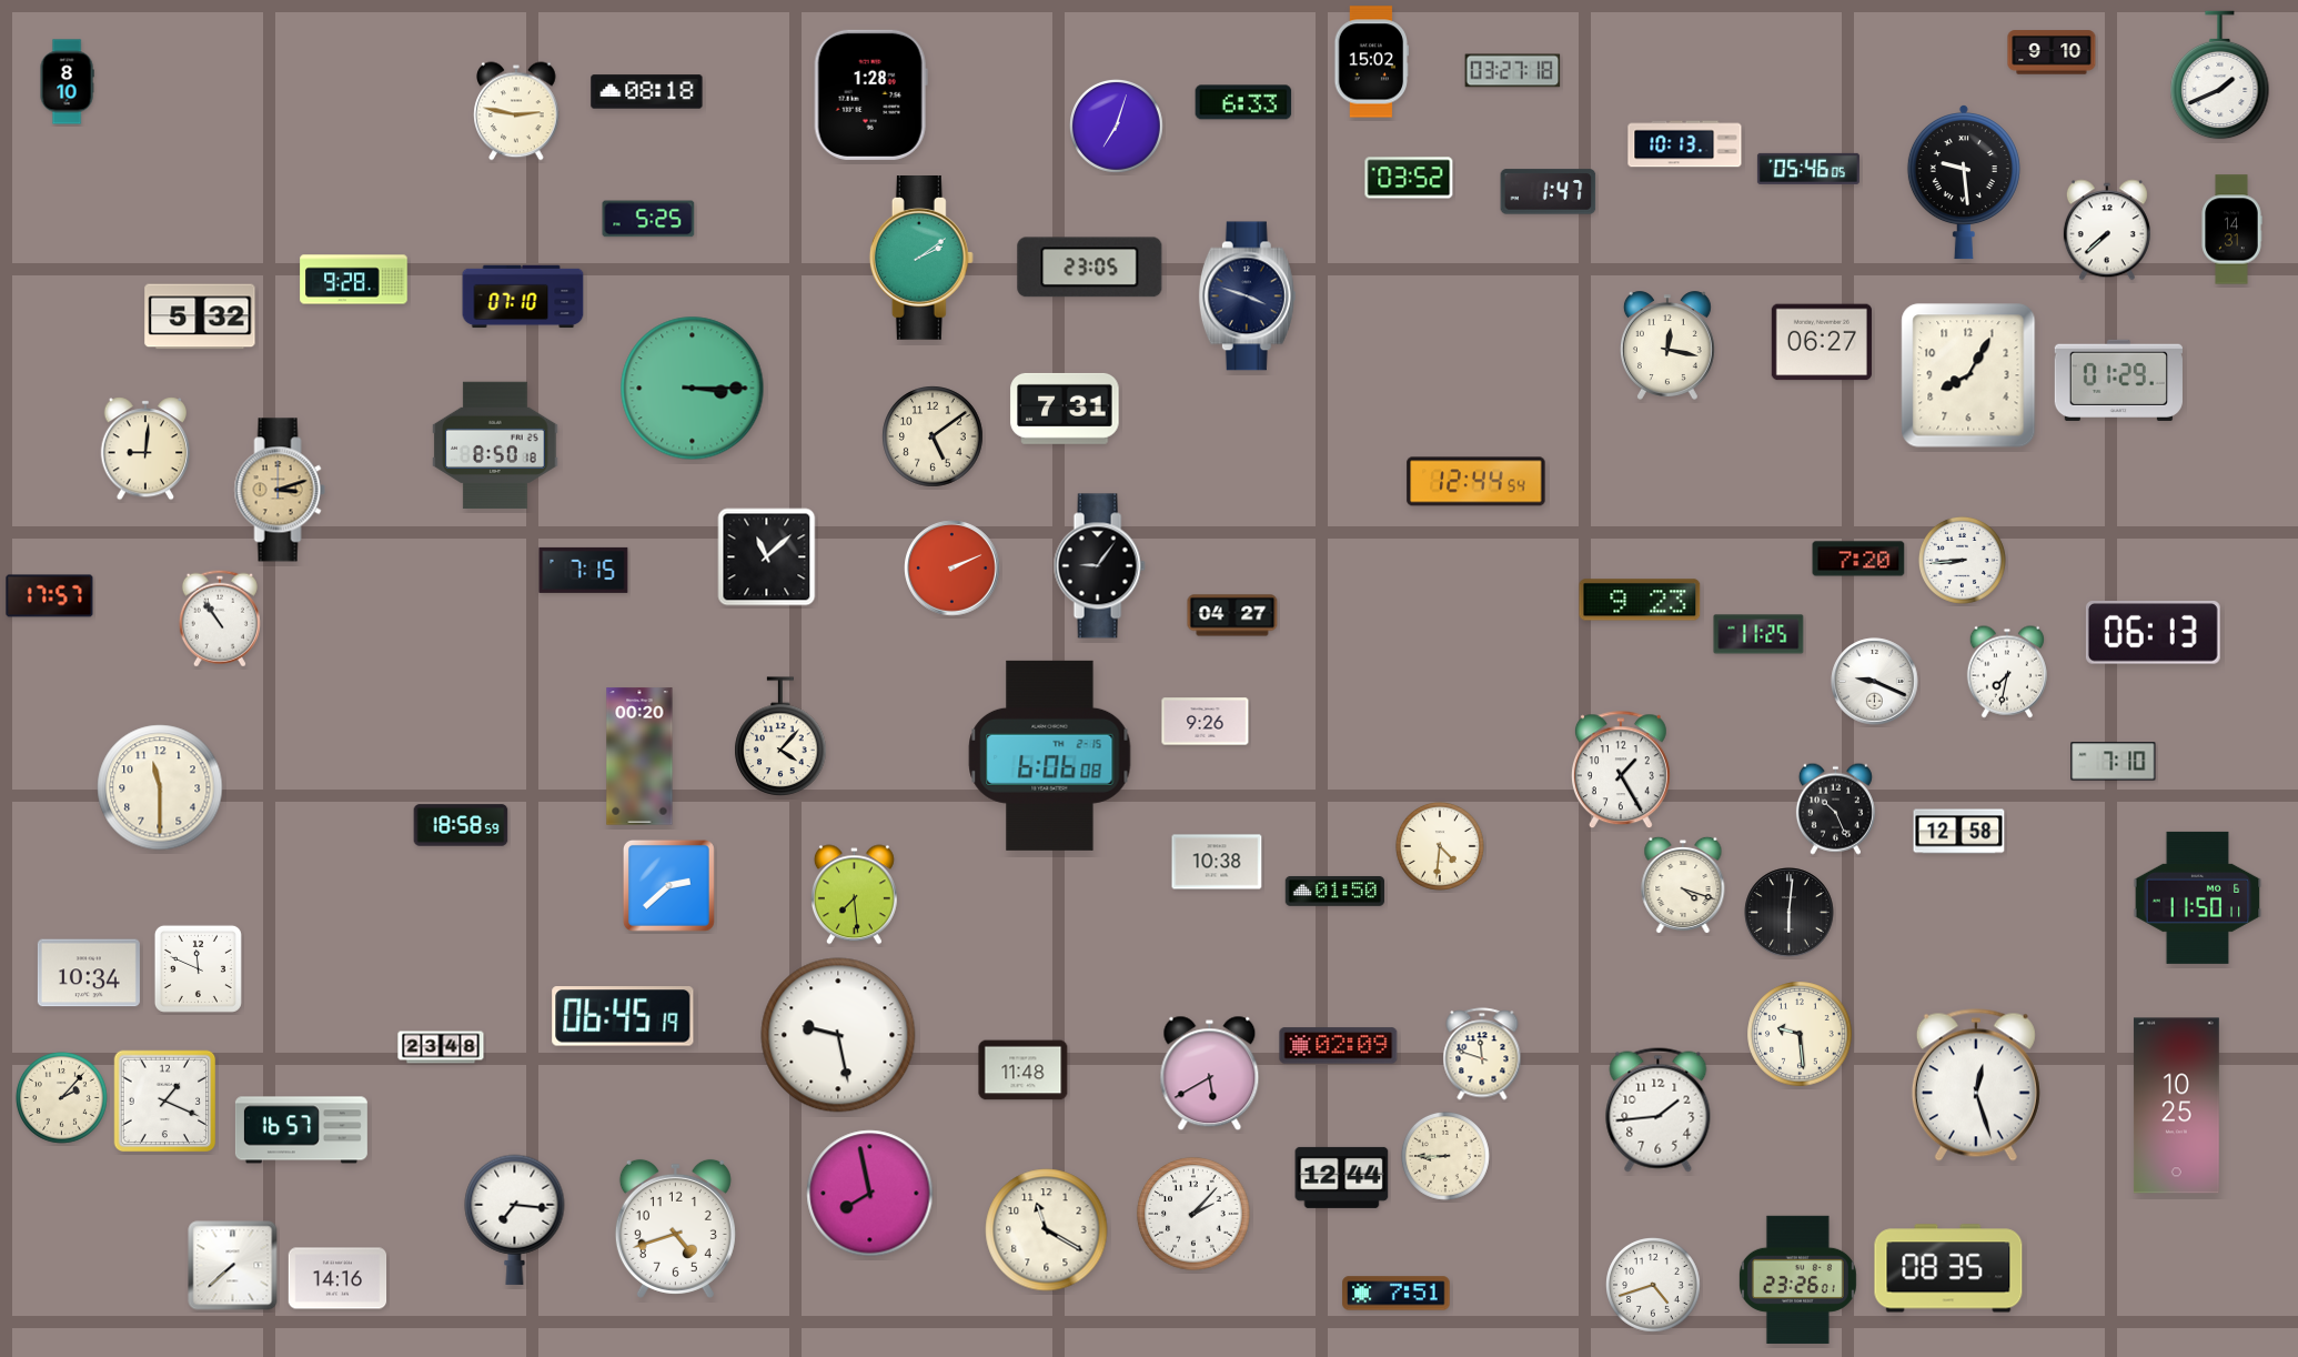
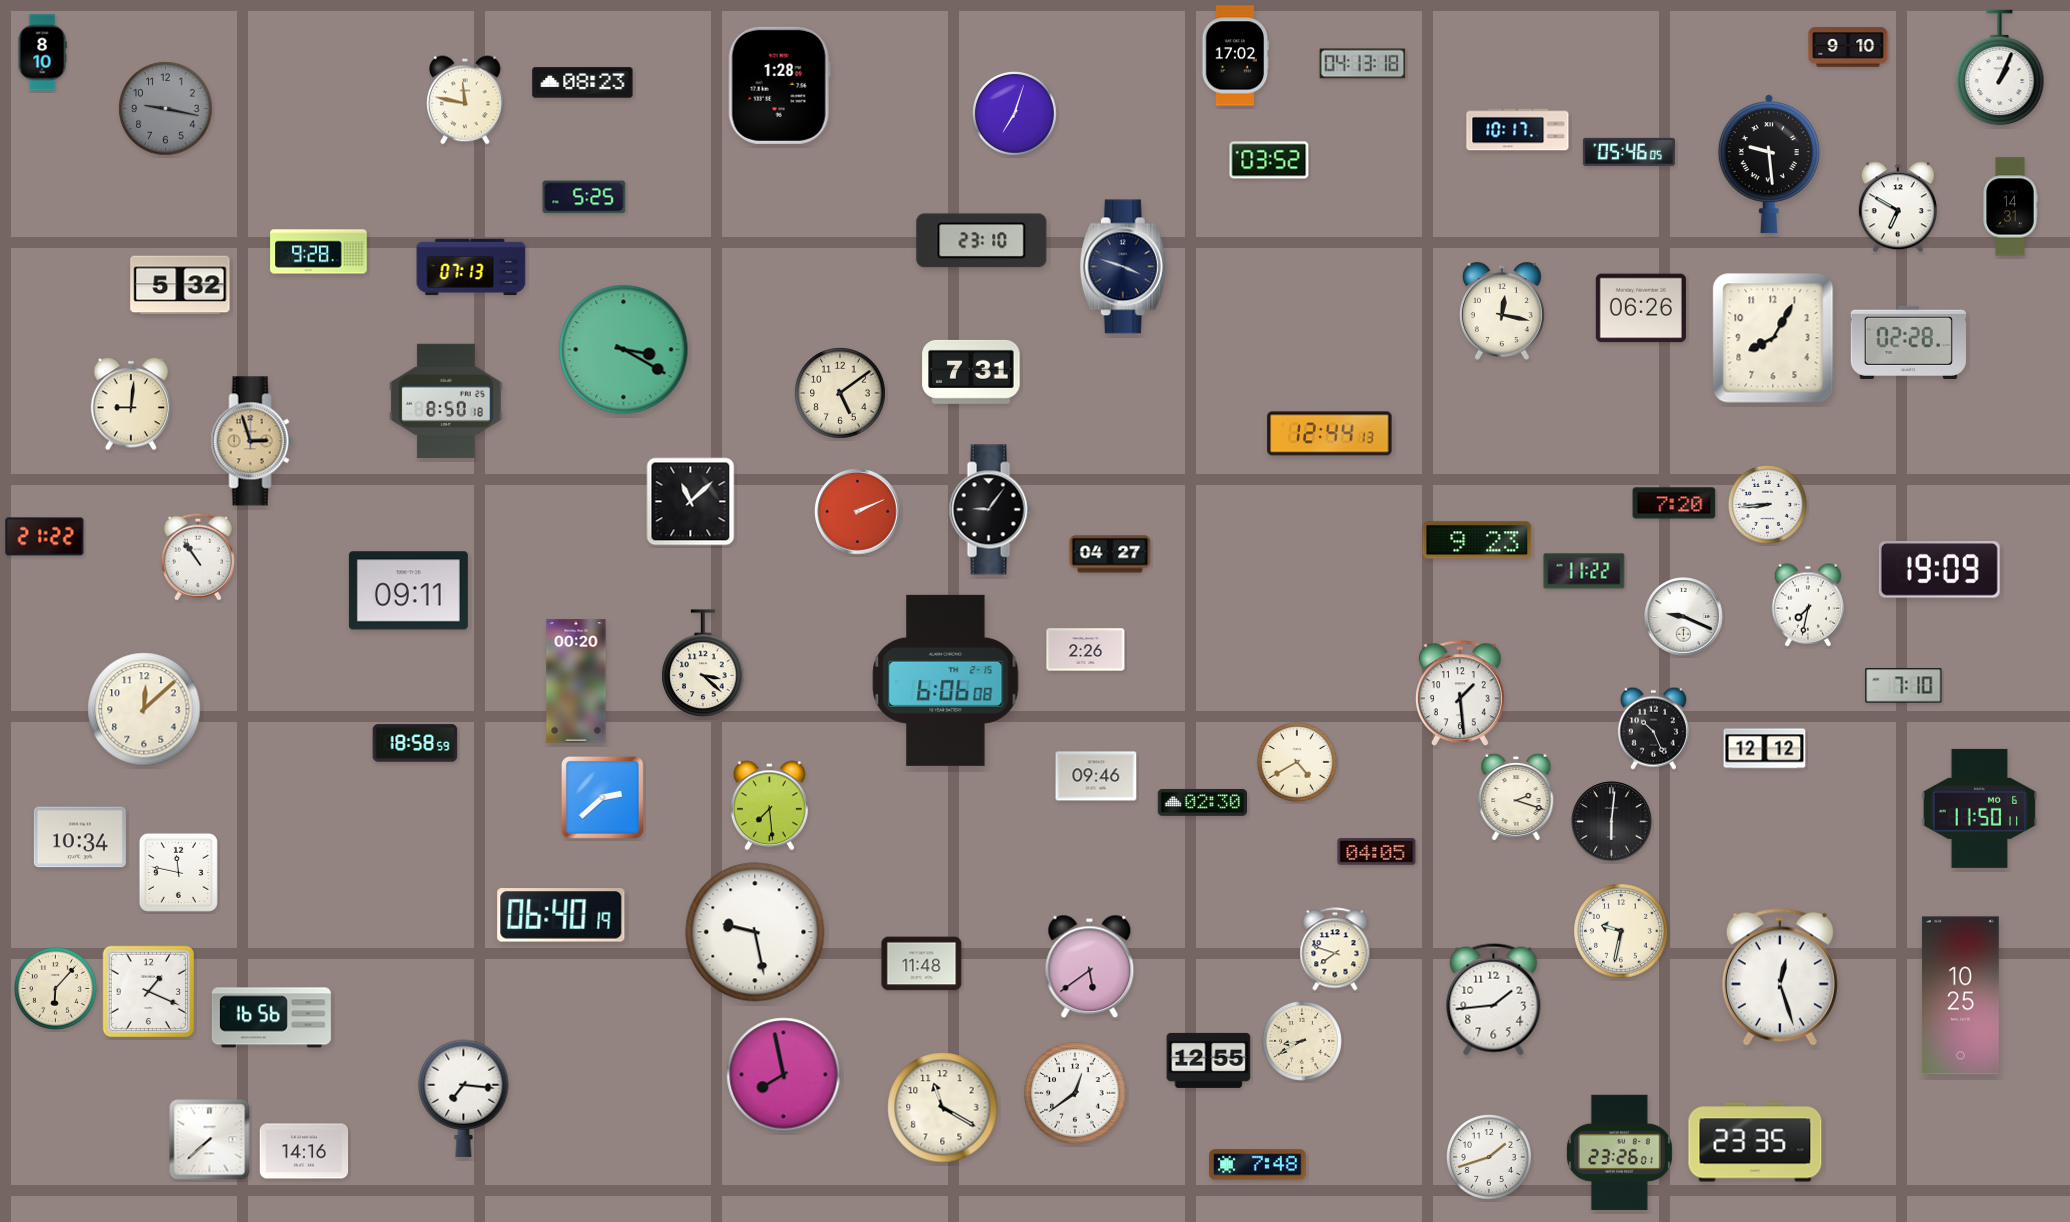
clock at (1372, 62): 15:02 -> 17:02
clock at (1513, 71): 03:27 -> 04:13
clock at (2220, 76): 1:41 -> 1:04
clock at (67, 82) position: (67, 82) -> (42, 53)
clock at (647, 92): 08:18 -> 08:23
clock at (870, 94) position: (870, 94) -> (779, 85)
clock at (1243, 102): 6:33 -> none
clock at (516, 111): 2:47 -> 11:47
clock at (166, 109): none -> 9:17
clock at (1117, 127) position: (1117, 127) -> (1015, 114)
clock at (1685, 144): 10:13 -> 10:17
clock at (1549, 192): 1:47 -> none
clock at (2107, 230): 7:38 -> 6:50
clock at (921, 259): 2:09 -> none
clock at (1090, 268): 23:05 -> 23:10
clock at (523, 296): 07:10 -> 07:13
clock at (1822, 342): 06:27 -> 06:26
clock at (2118, 380): 01:29 -> 02:28
clock at (693, 389): 3:15 -> 3:20
clock at (1065, 409) position: (1065, 409) -> (971, 372)
clock at (1476, 482): 12:44:54 -> 12:44:13
clock at (280, 490): 3:12 -> 2:57
clock at (584, 570): 7:15 -> none
clock at (50, 596): 17:57 -> 21:22
clock at (2153, 633): 06:13 -> 19:09
clock at (1758, 634): 11:25 -> 11:22
clock at (408, 591): none -> 09:11
clock at (1875, 682) position: (1875, 682) -> (1684, 617)
clock at (1206, 722): 9:26 -> 2:26
clock at (780, 736): 4:07 -> 3:22
clock at (1621, 771): 1:25 -> 1:29
clock at (160, 787): 11:30 -> 12:08
clock at (1959, 832): 12:58 -> 12:12
clock at (1440, 846): 4:31 -> 4:40
clock at (1217, 862): 10:38 -> 09:46
clock at (1683, 885): 4:18 -> 2:18
clock at (1334, 891): 01:50 -> 02:30
clock at (1377, 852): none -> 04:05
clock at (198, 968): 11:49 -> 11:47
clock at (89, 973) position: (89, 973) -> (80, 837)
clock at (623, 1016): 06:45 -> 06:40
clock at (1800, 1034): 9:29 -> 9:32
clock at (1339, 1046): 02:09 -> none
clock at (441, 1047): 23:48 -> none
clock at (1482, 1054): 11:48 -> 7:48
clock at (1210, 1074): 5:40 -> 5:39
clock at (62, 1098): 2:07 -> 6:07
clock at (301, 1130): 16:57 -> 16:56
clock at (1445, 1156): 8:45 -> 8:40
clock at (1342, 1177): 12:44 -> 12:55
clock at (1193, 1214): 2:07 -> 12:39
clock at (675, 1228): 4:42 -> none
clock at (1948, 1268): 08:35 -> 23:35
clock at (1654, 1286): 4:42 -> 1:42
clock at (1397, 1294): 7:51 -> 7:48
